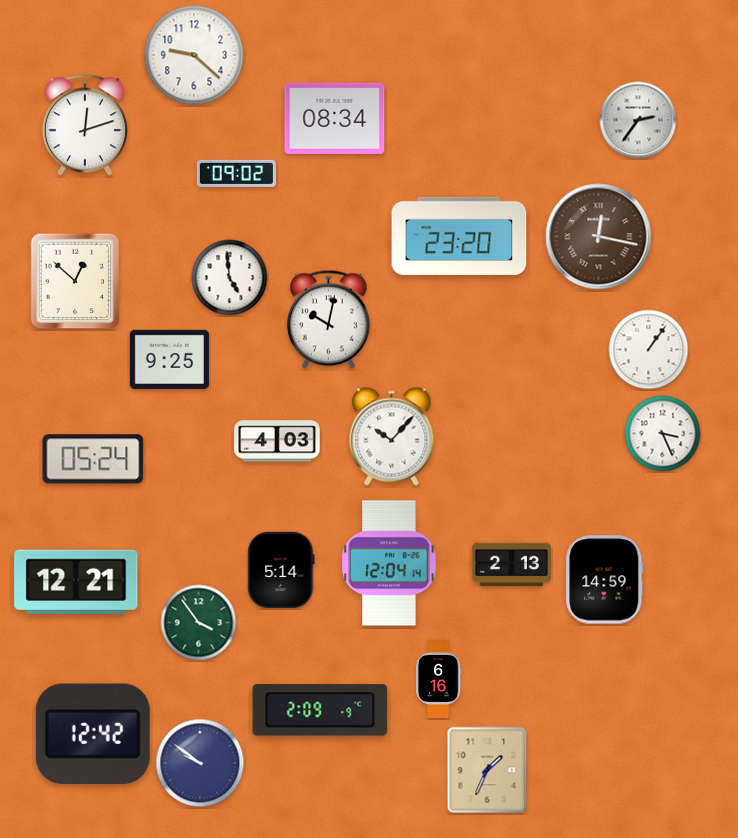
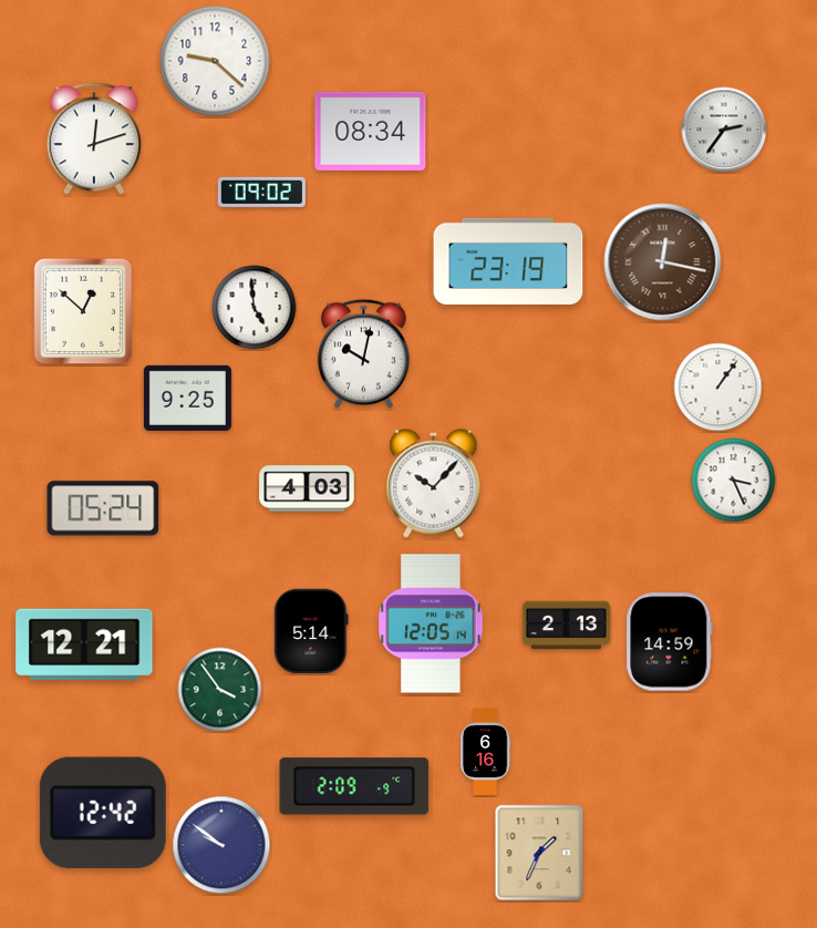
clock at (638, 120) position: (638, 120) -> (724, 130)
clock at (459, 236): 23:20 -> 23:19
clock at (389, 563): 12:04 -> 12:05
